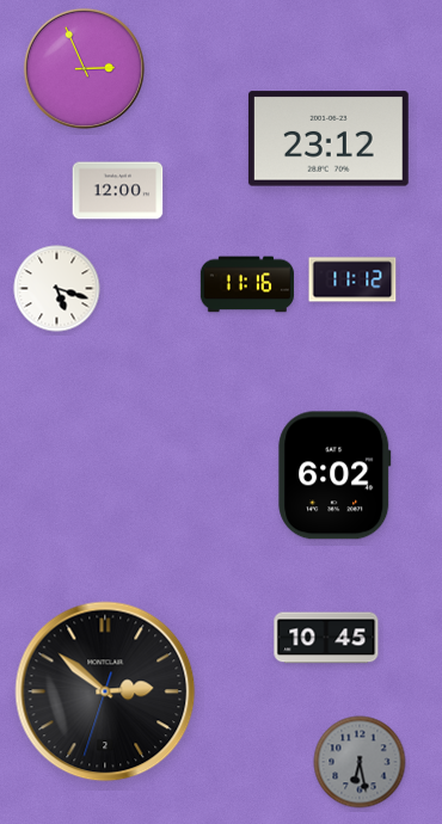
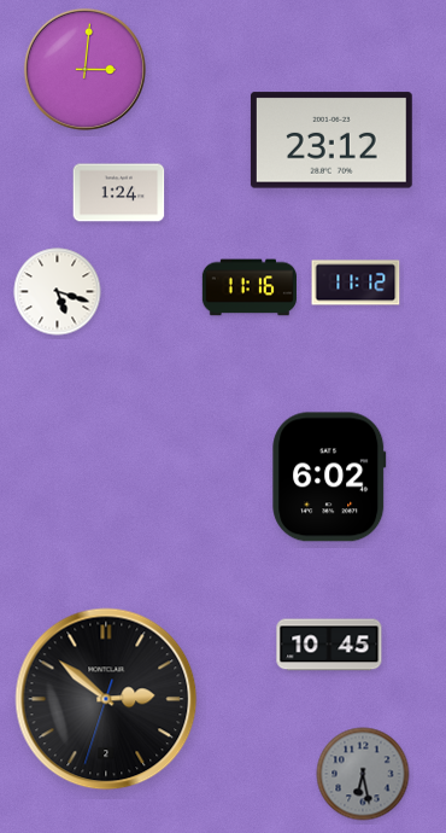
clock at (84, 68): 2:56 -> 3:01
clock at (118, 191): 12:00 -> 1:24
clock at (334, 475) position: (334, 475) -> (329, 477)
clock at (360, 762) position: (360, 762) -> (363, 774)
